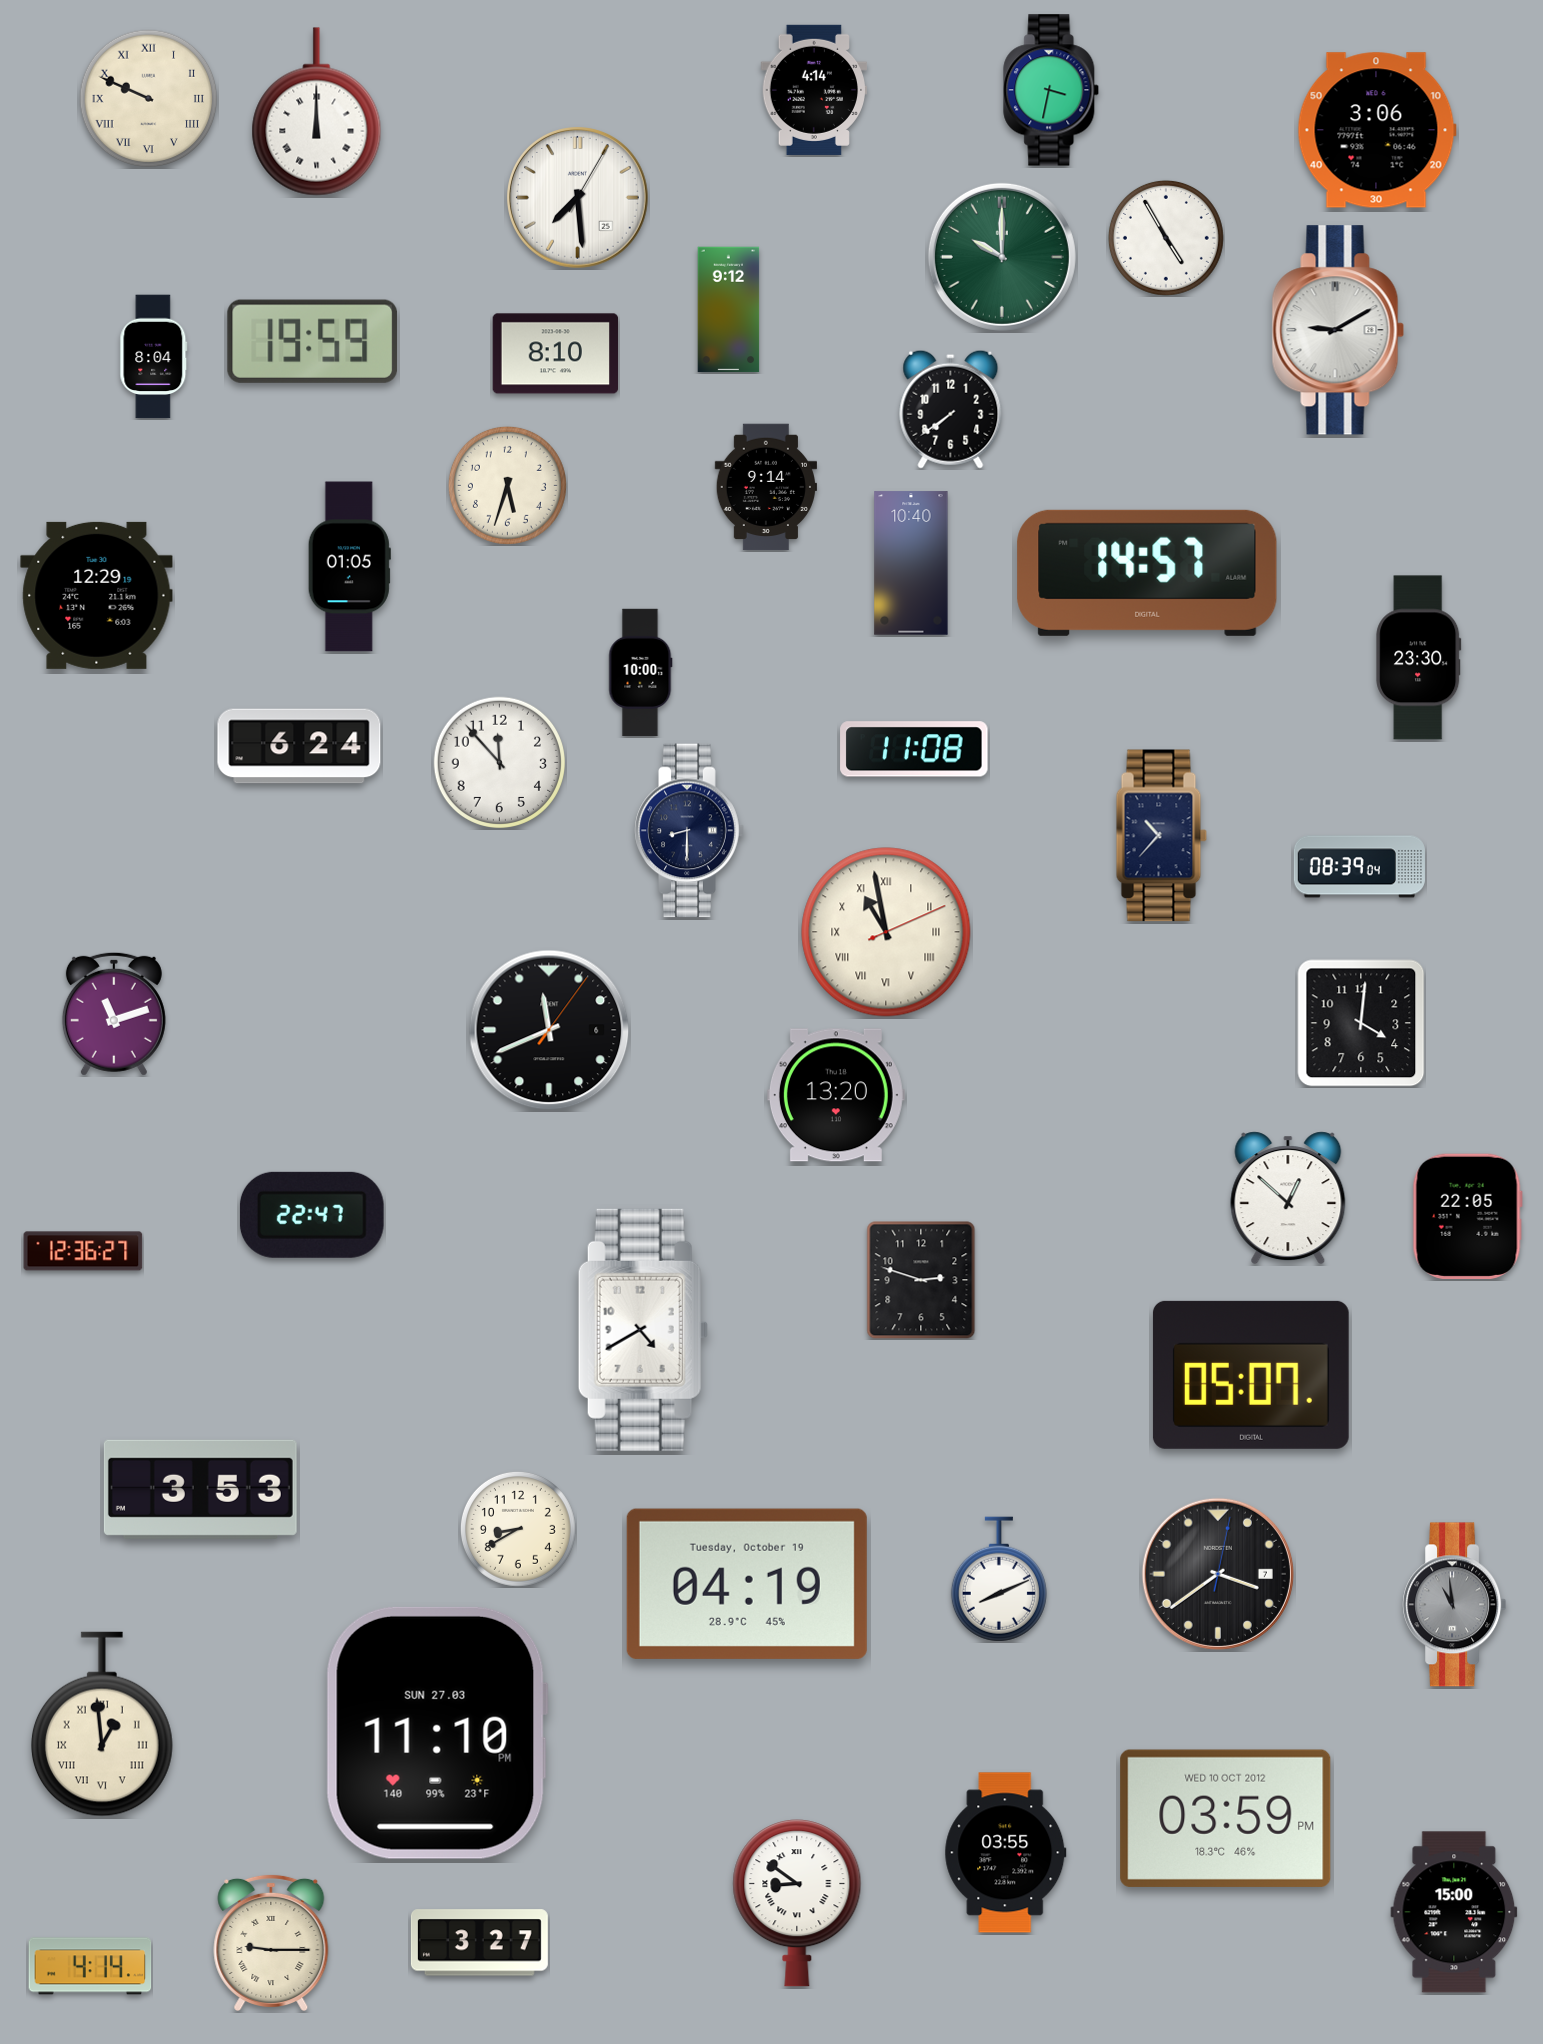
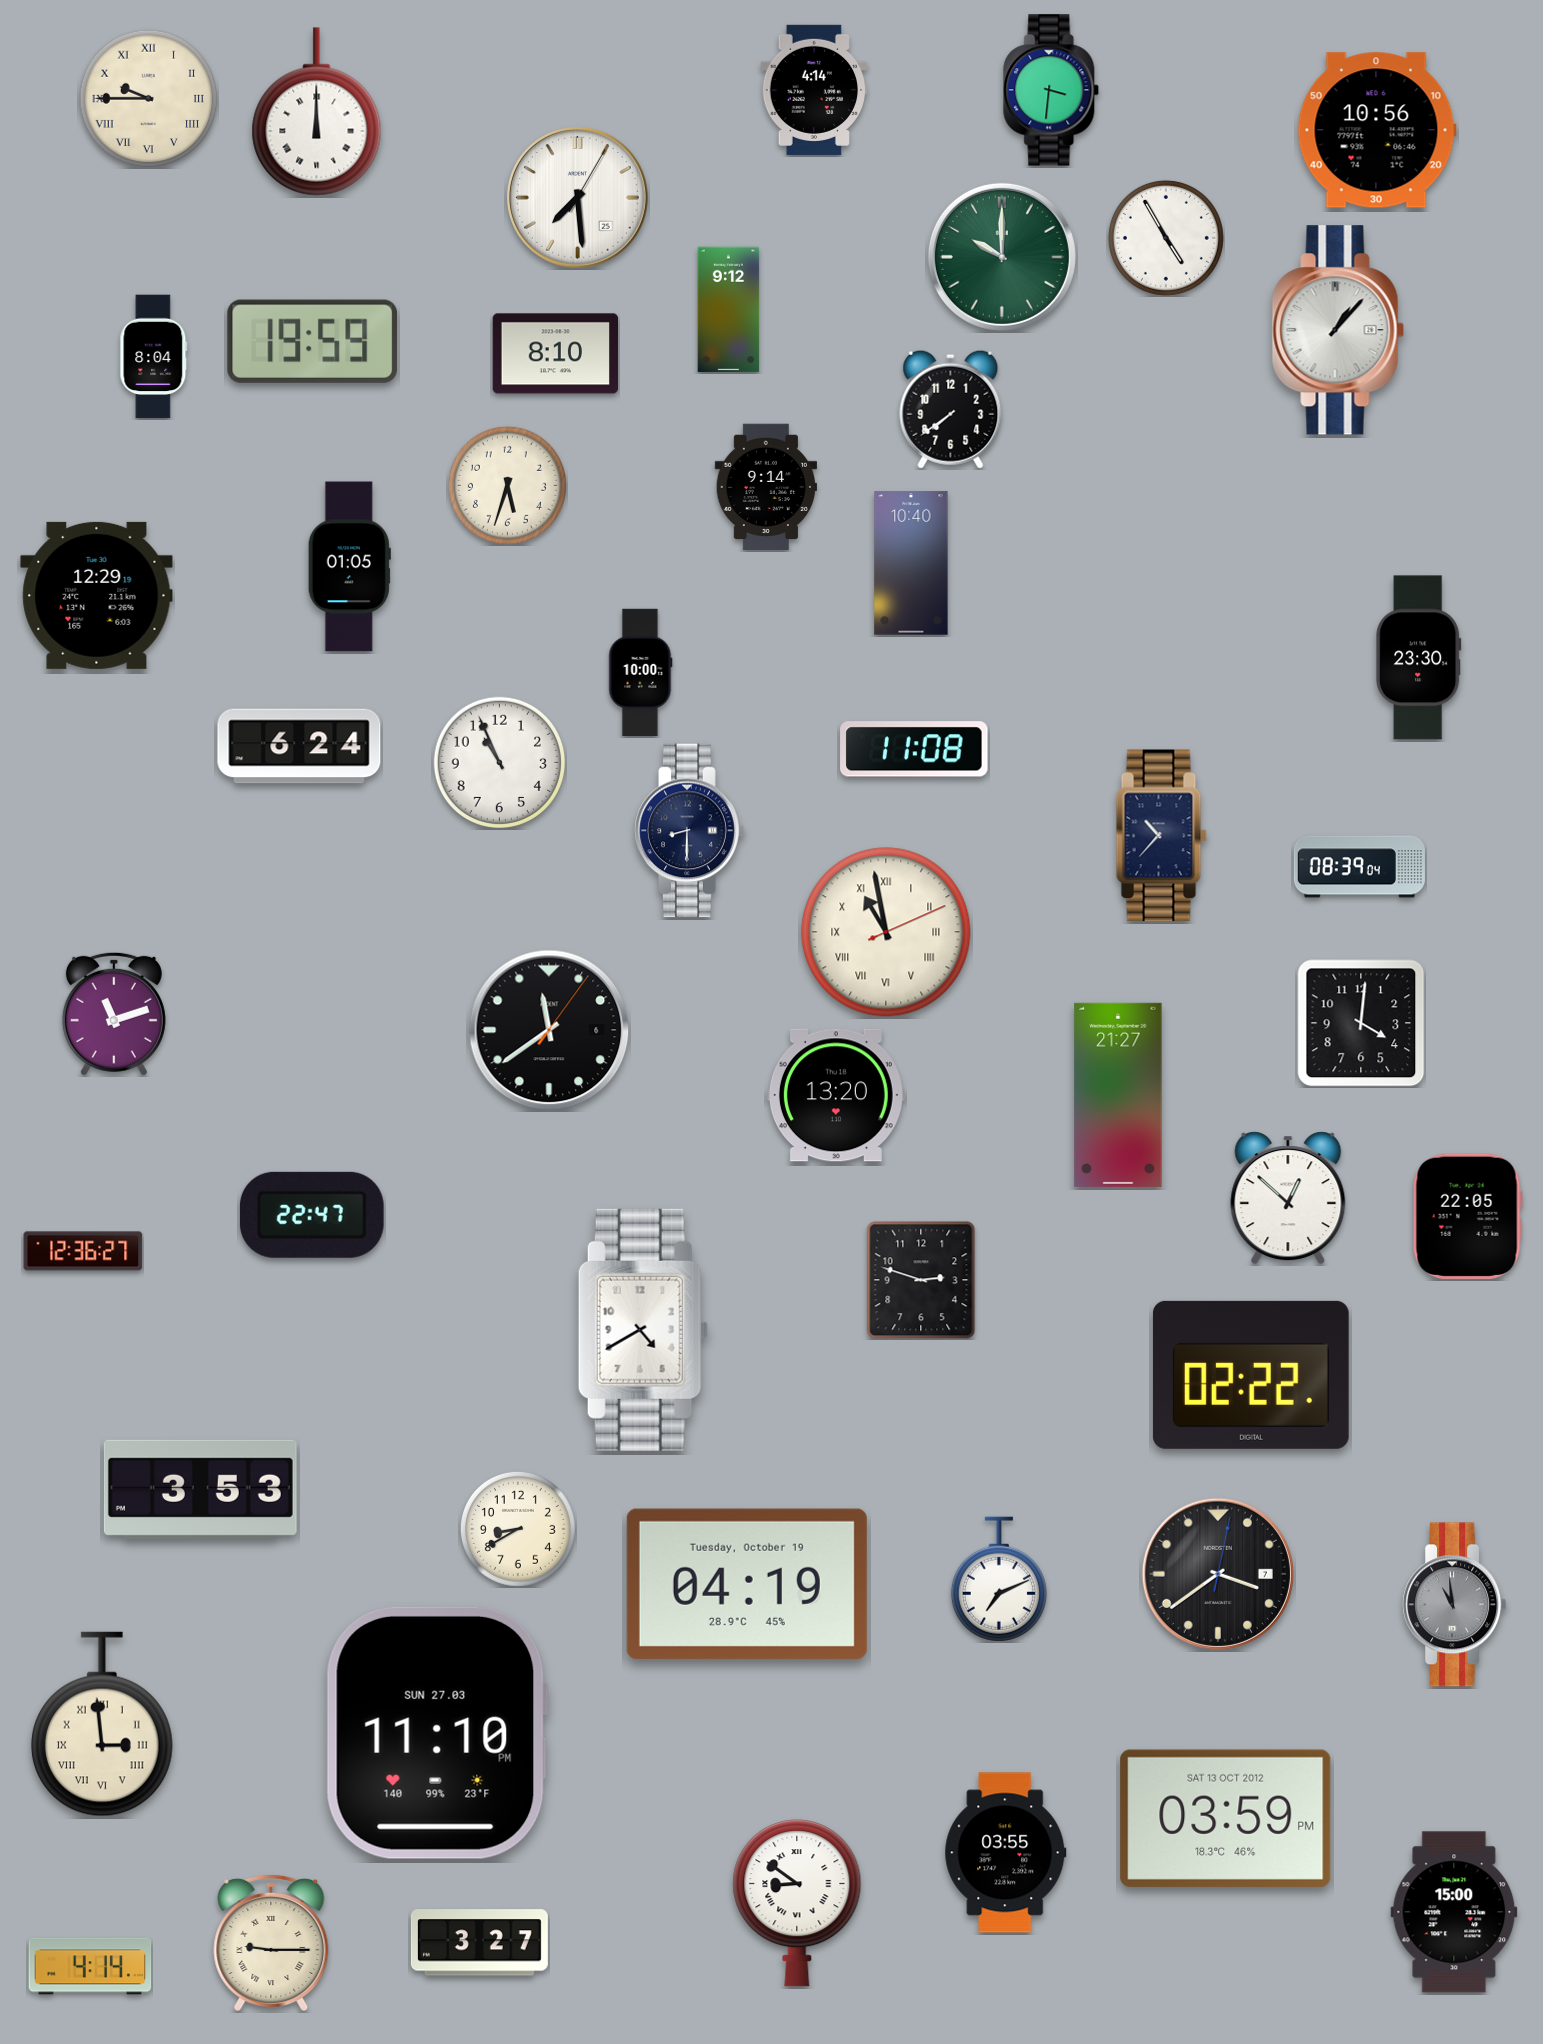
clock at (1052, 90): 3:32 -> 3:31
clock at (149, 99): 9:49 -> 9:45
clock at (1377, 130): 3:06 -> 10:56
clock at (1338, 330): 9:10 -> 1:07
clock at (1147, 573): 14:57 -> none
clock at (499, 762): 11:53 -> 10:56
clock at (549, 1030): 11:41 -> 11:39
clock at (1118, 1095): none -> 21:27
clock at (1251, 1375): 05:07 -> 02:22
clock at (999, 1579): 8:11 -> 7:11
clock at (102, 1724): 12:59 -> 2:59
clock at (1226, 1818) date: WED 10 OCT 2012 -> SAT 13 OCT 2012
